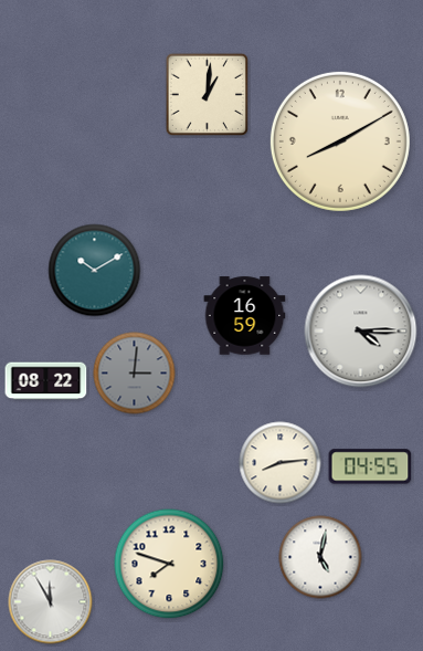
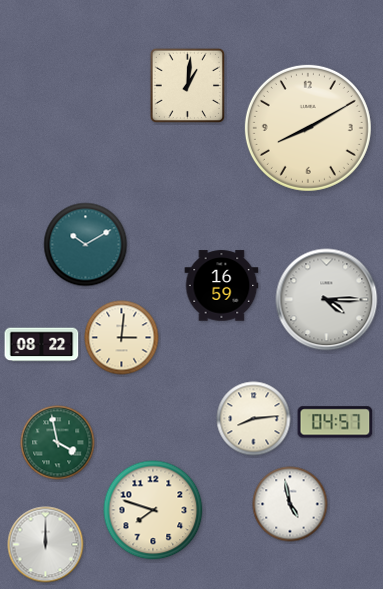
clock at (135, 374) dial: grey -> cream
clock at (370, 466): 04:55 -> 04:57
clock at (58, 443): none -> 3:58
clock at (320, 557): 5:02 -> 4:58
clock at (51, 602): 11:55 -> 12:00
